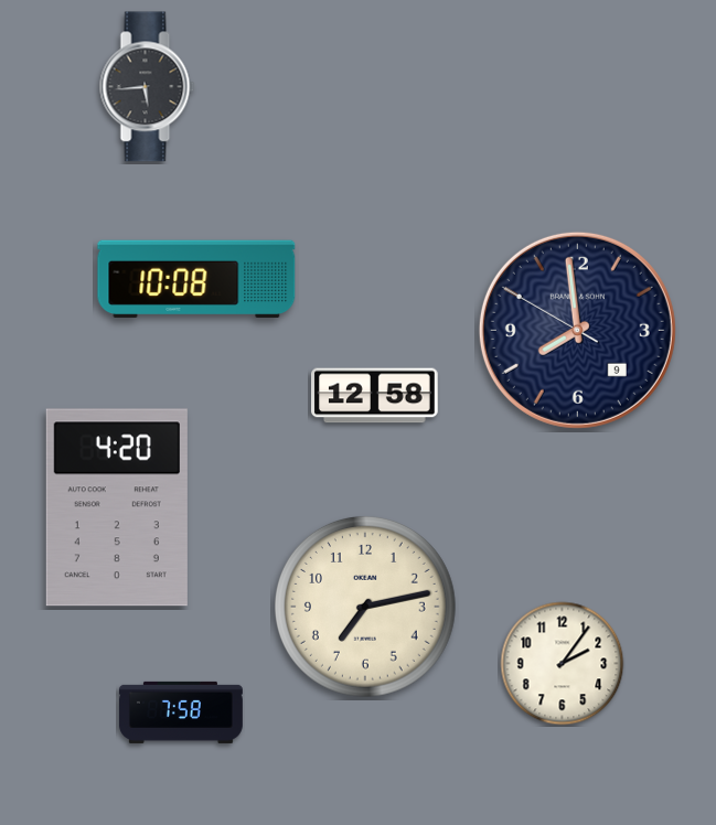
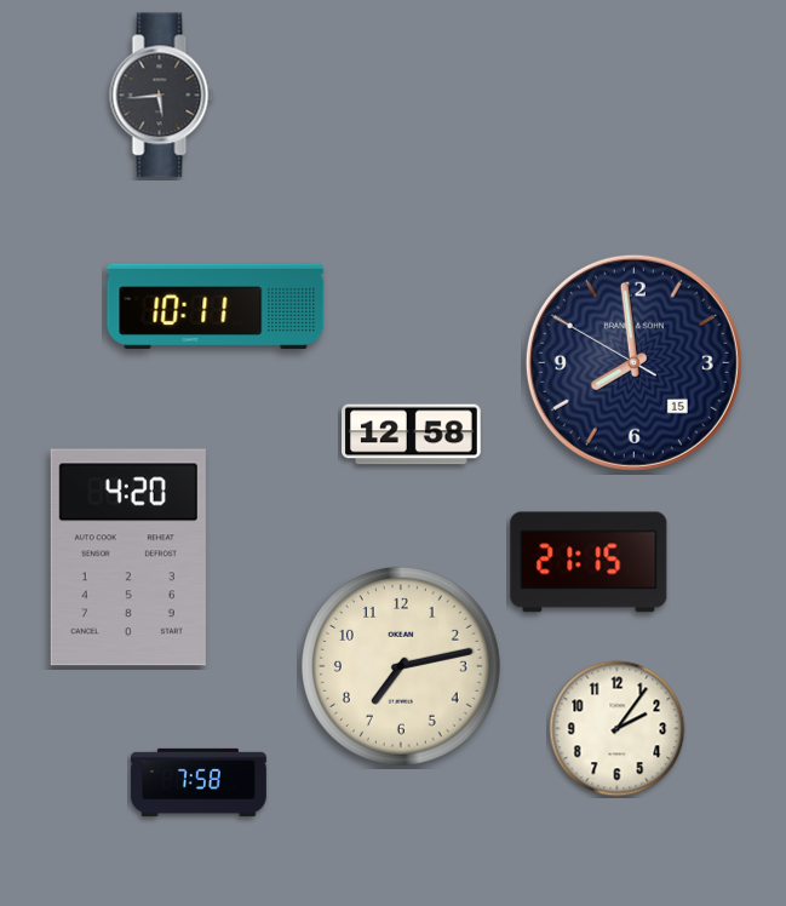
clock at (196, 278): 10:08 -> 10:11
clock at (577, 330) date: 9 -> 15
clock at (589, 562): none -> 21:15
